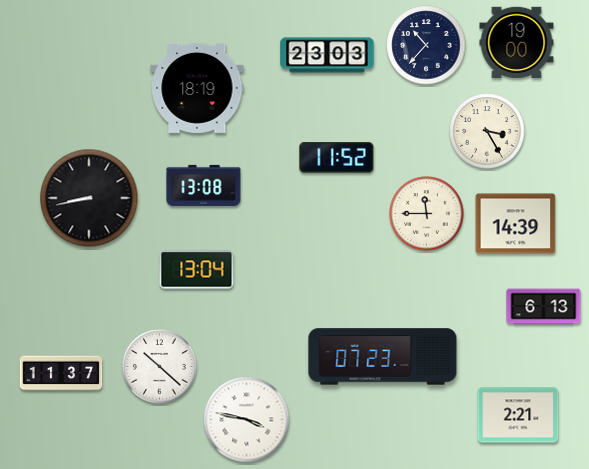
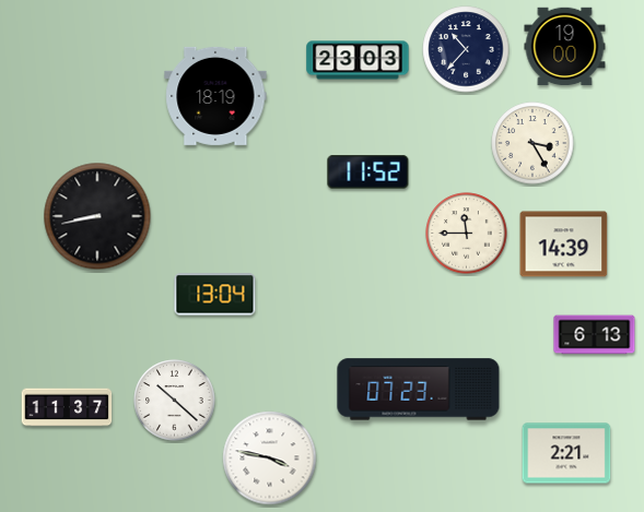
clock at (204, 185): 13:08 -> none
